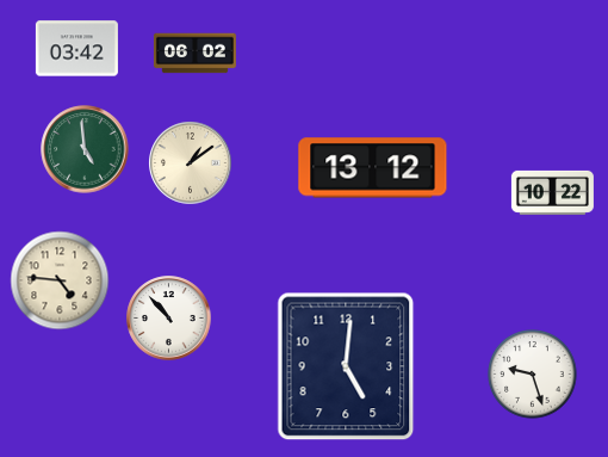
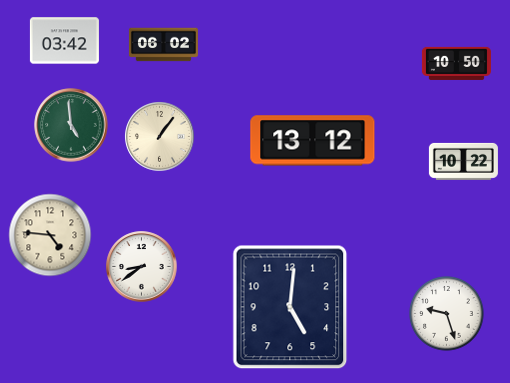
clock at (456, 63): none -> 10:50
clock at (191, 163): 1:09 -> 1:06
clock at (169, 319): 10:53 -> 8:39
